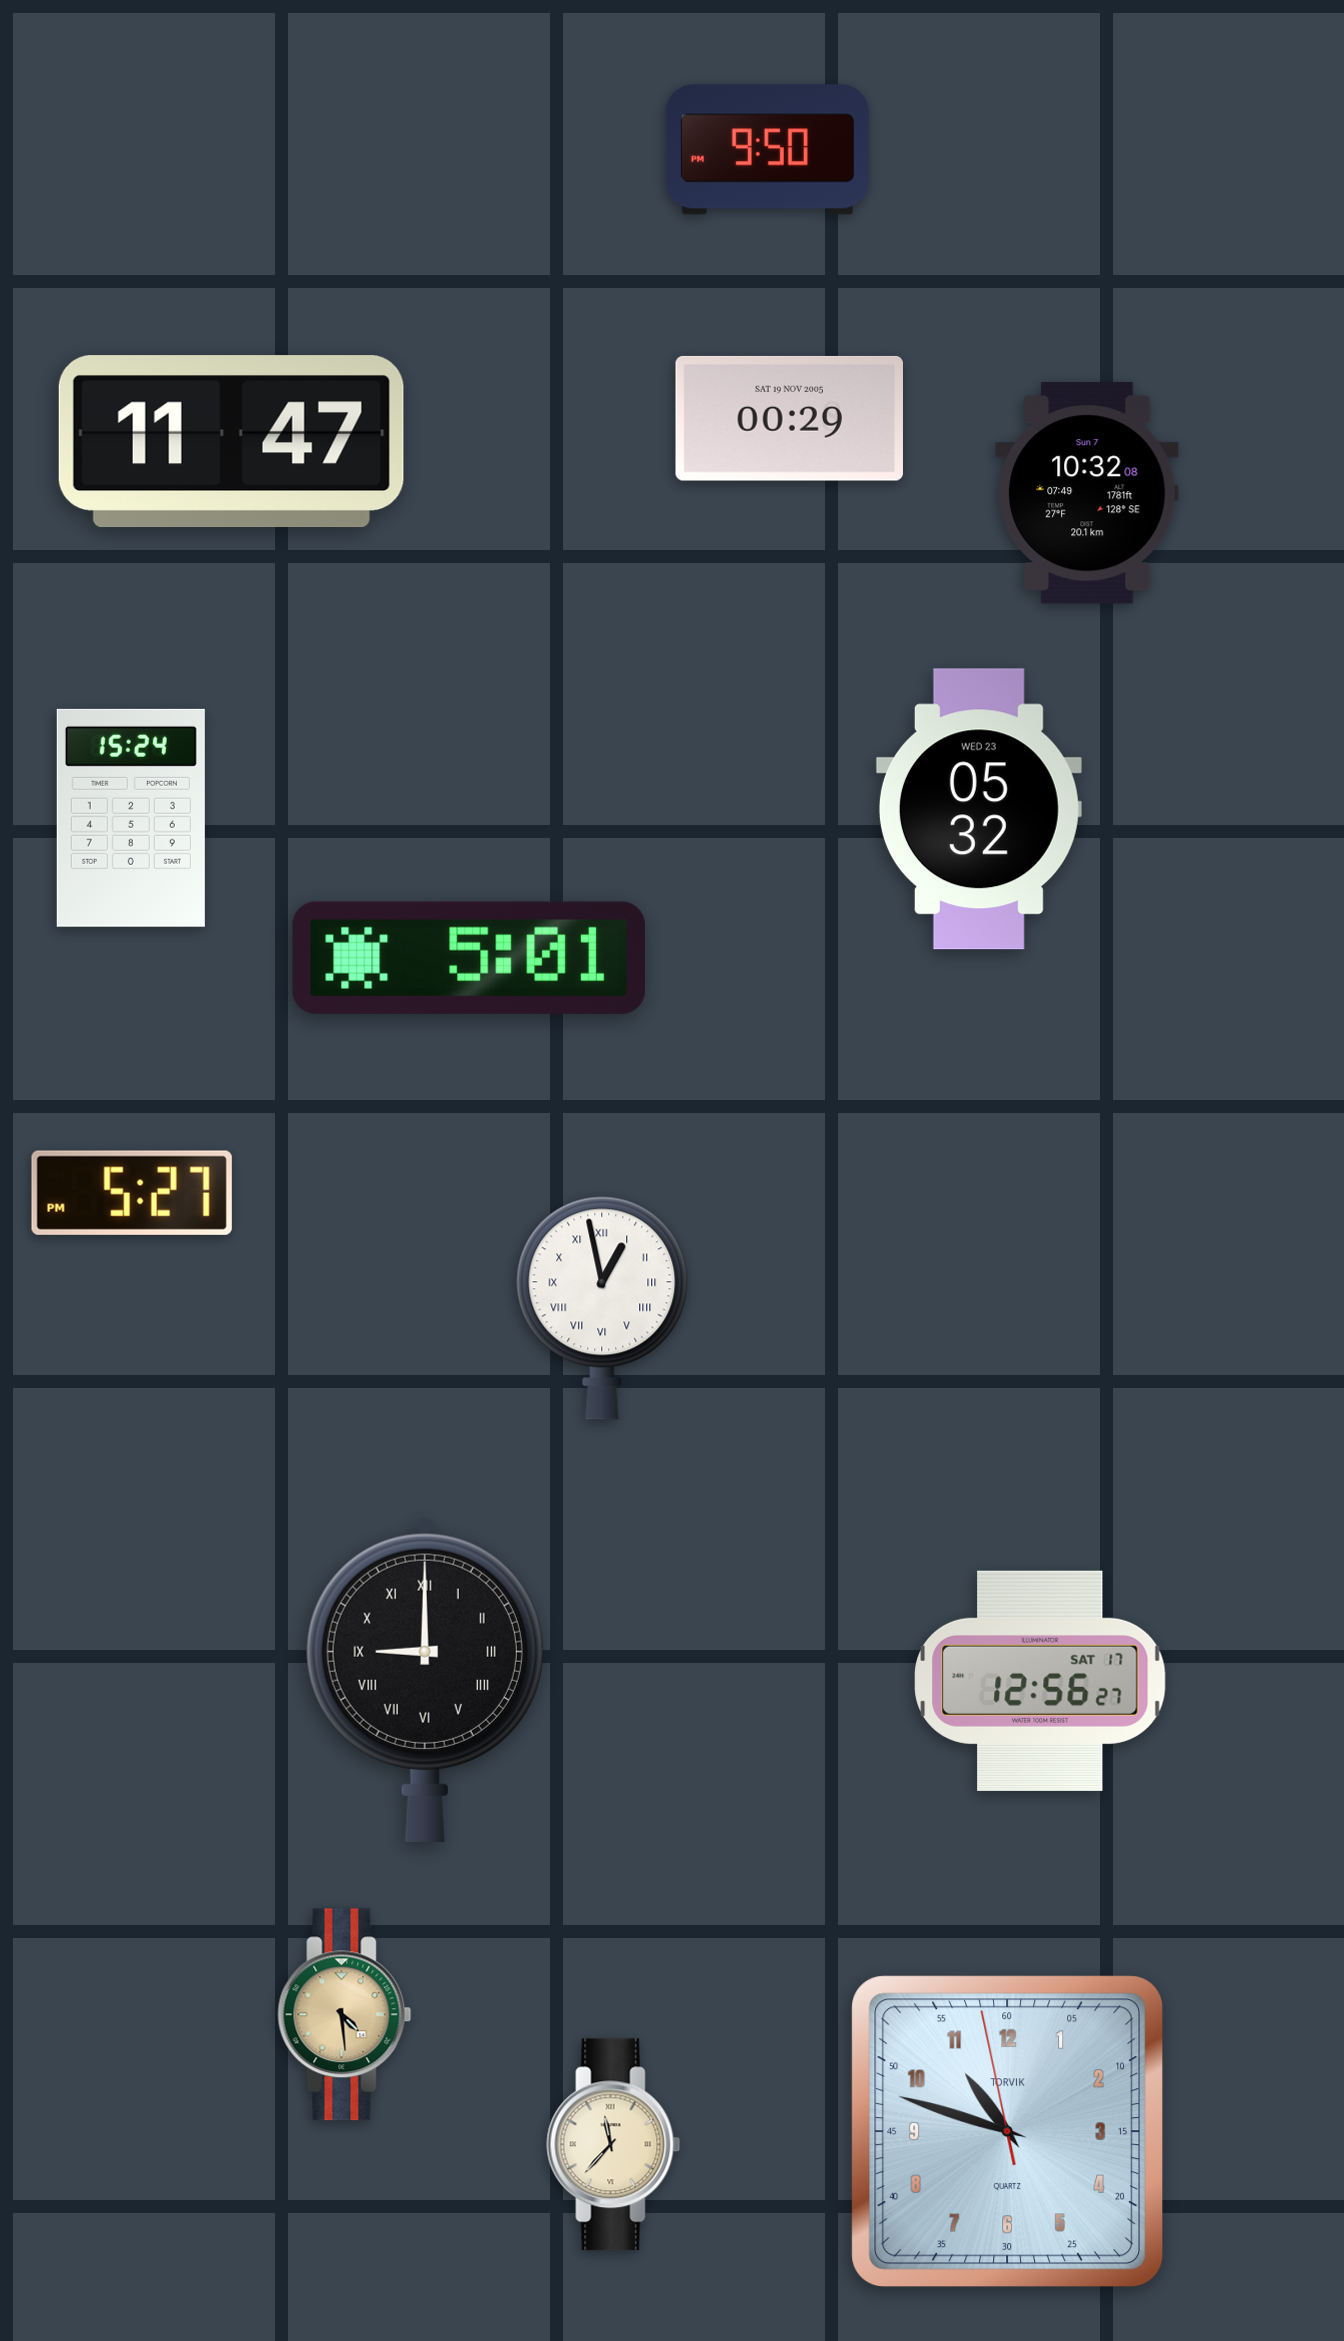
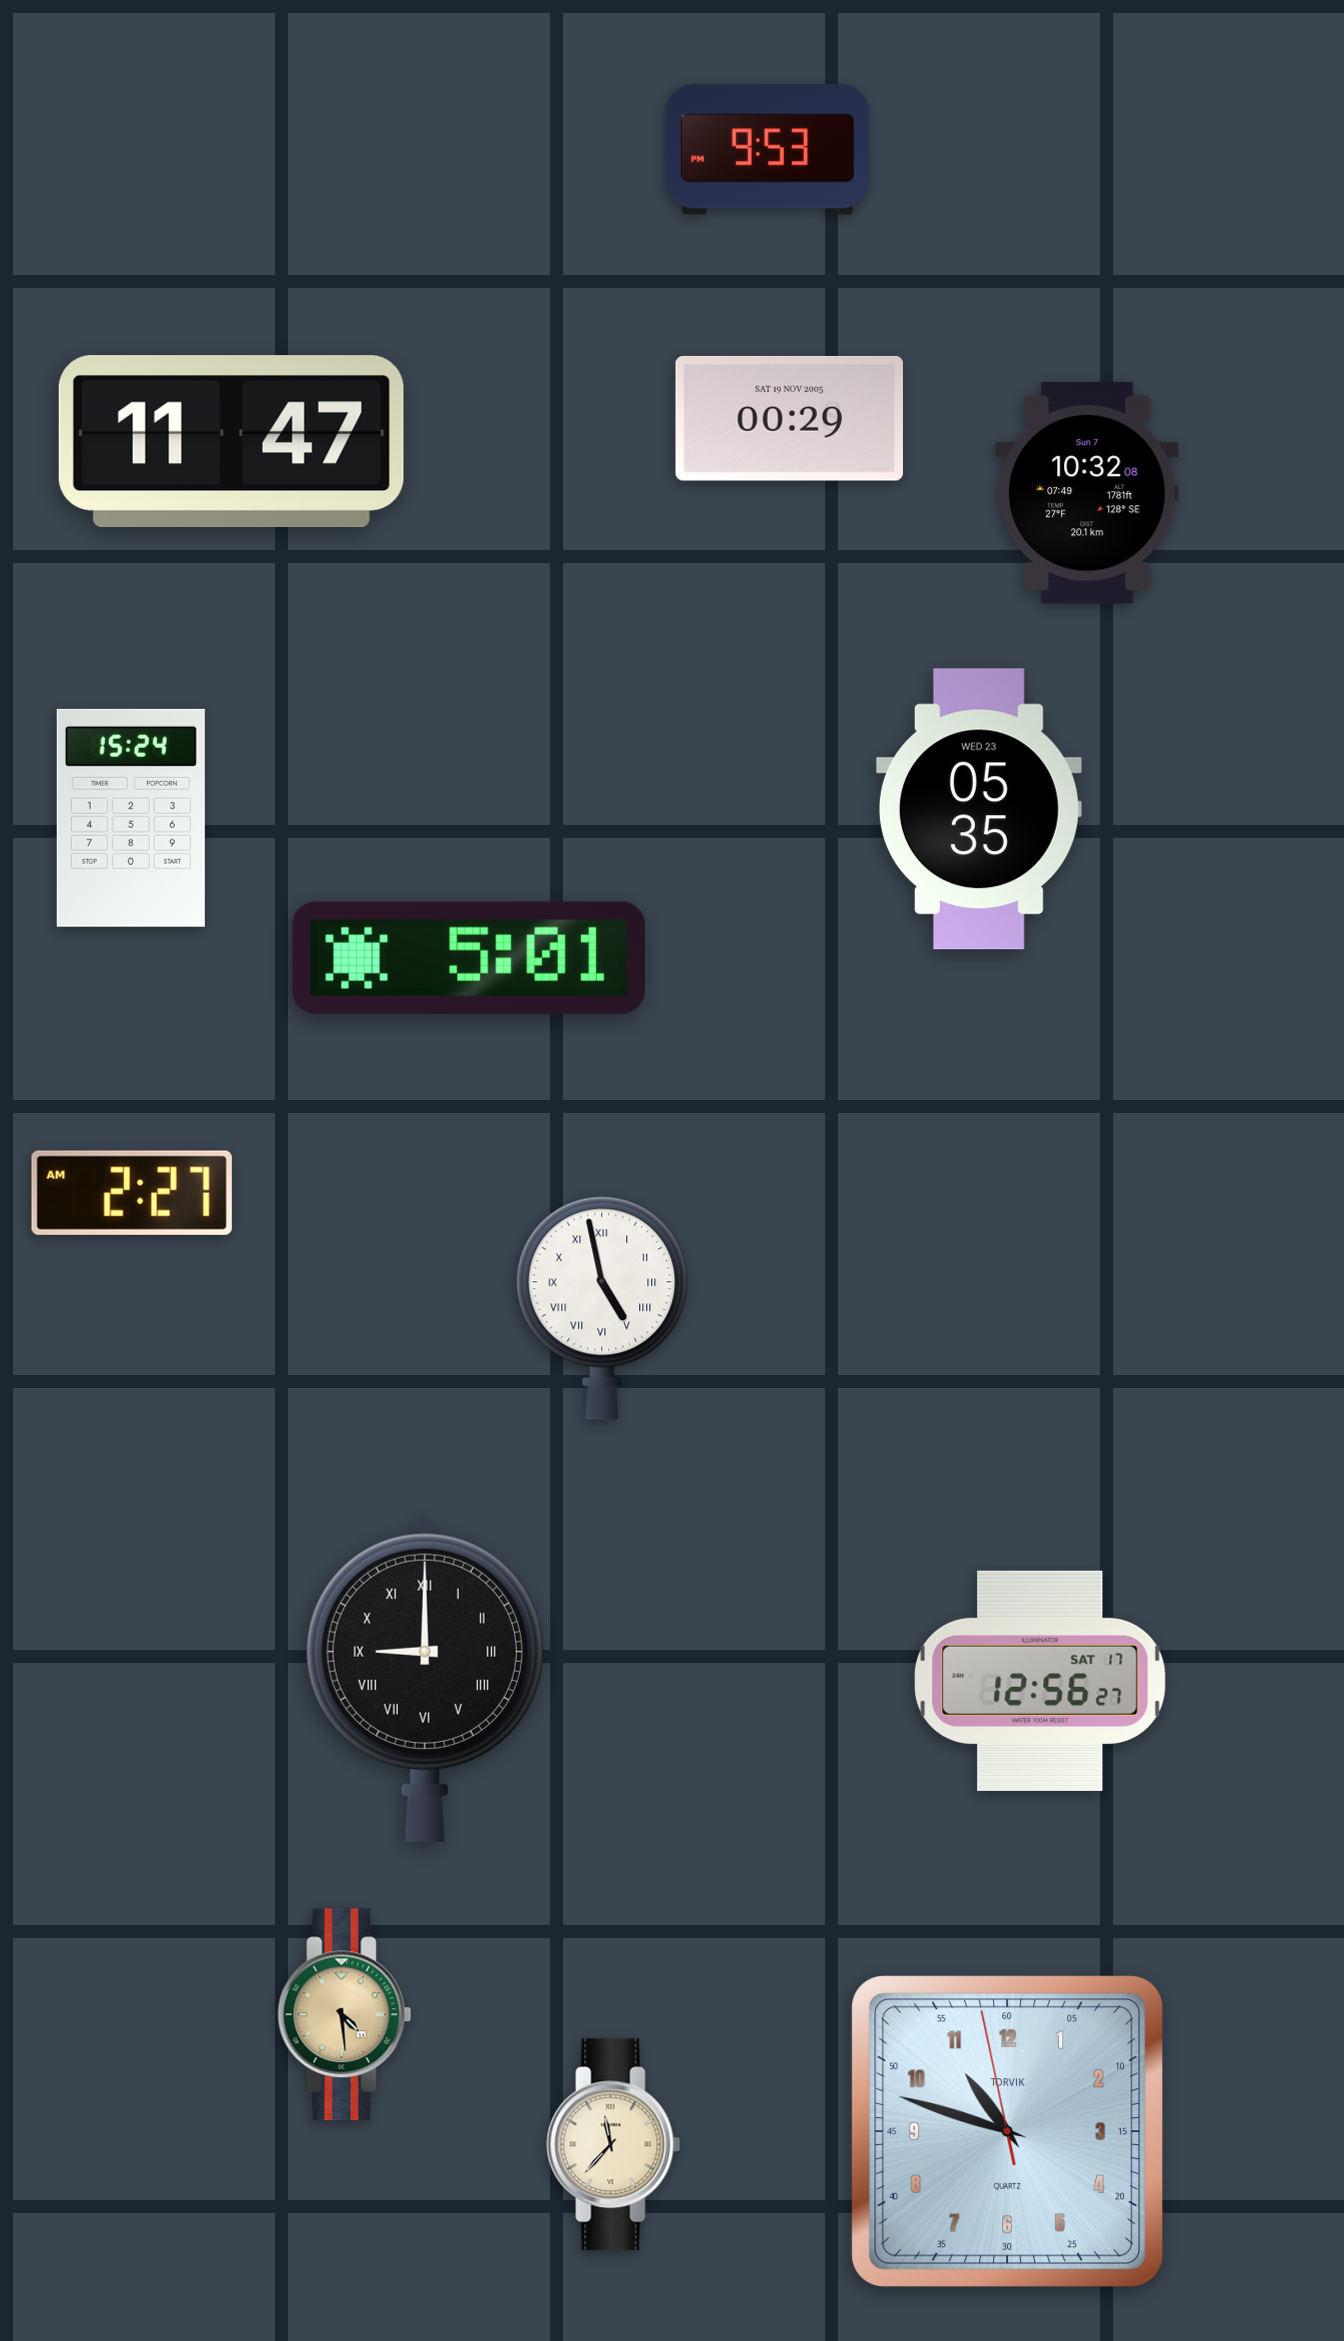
clock at (767, 150): 9:50 -> 9:53
clock at (979, 809): 05:32 -> 05:35
clock at (132, 1193): 5:27 -> 2:27
clock at (602, 1308): 12:58 -> 4:58
